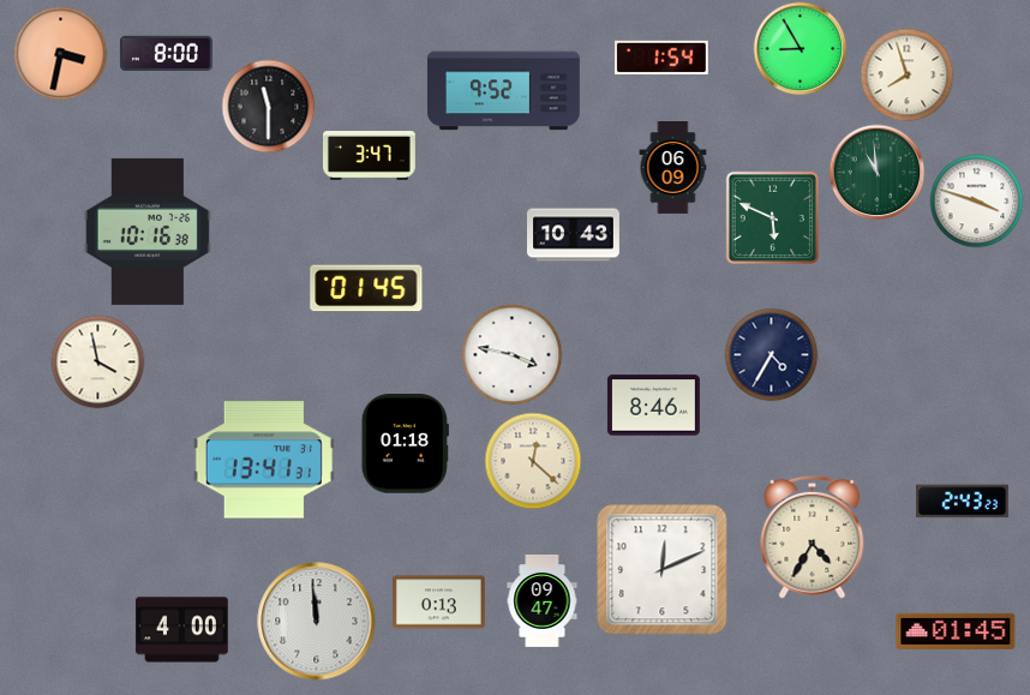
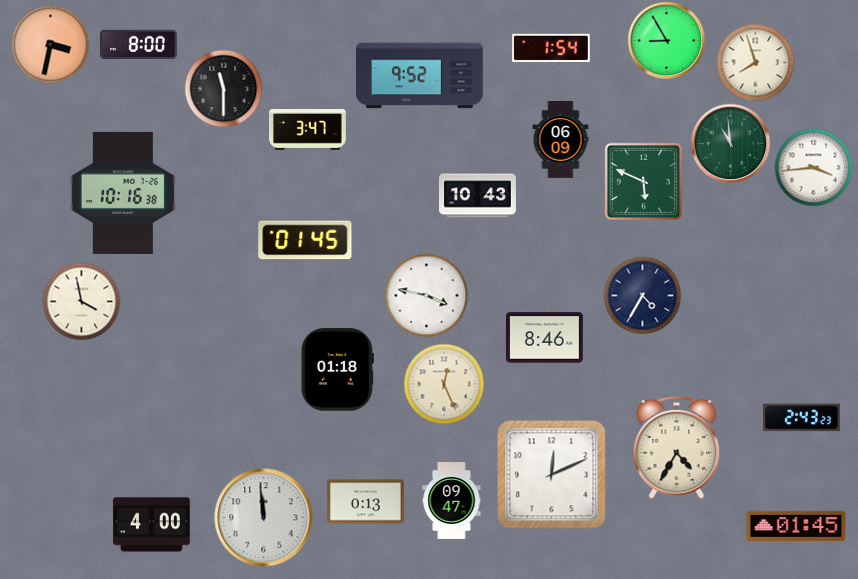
clock at (976, 200): 3:48 -> 3:44
clock at (264, 460): 13:41 -> none
clock at (533, 461): 12:22 -> 12:26
